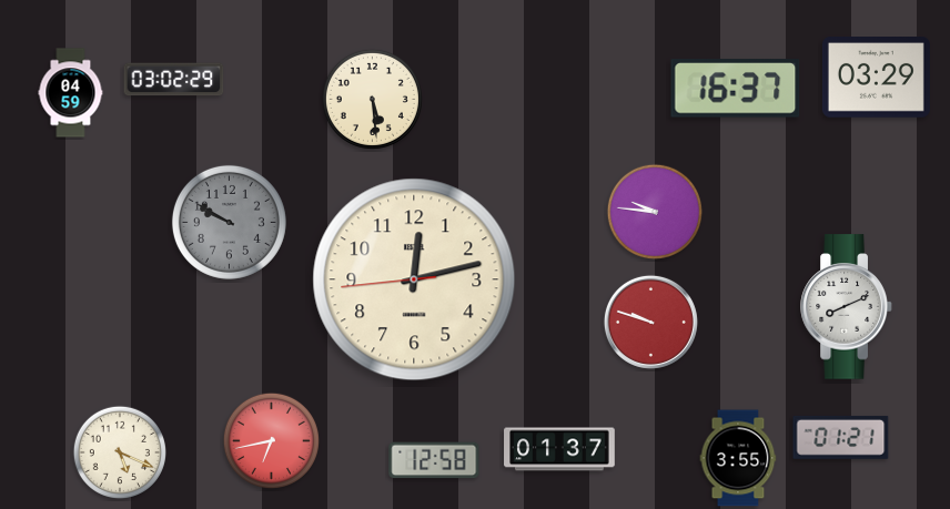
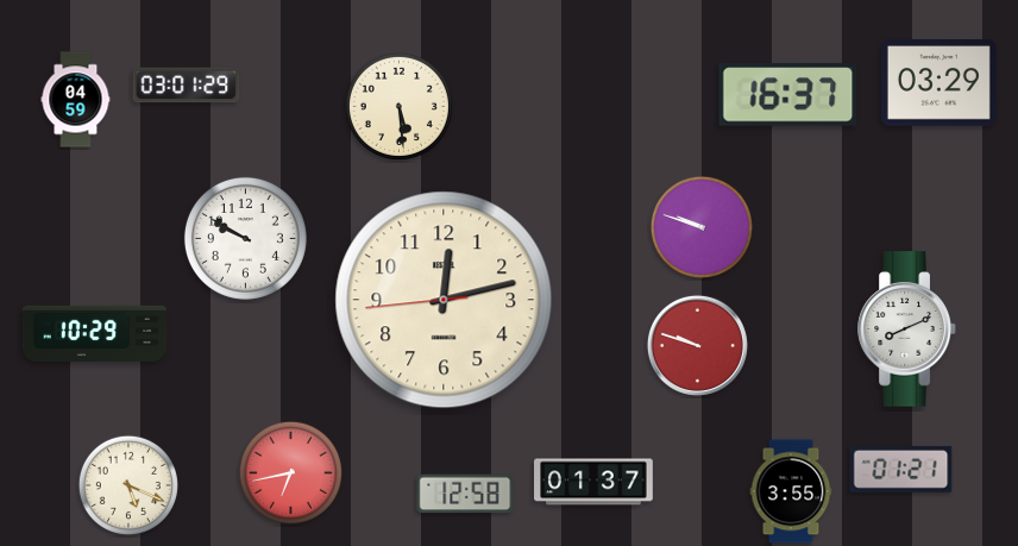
clock at (174, 80): 03:02 -> 03:01
clock at (655, 212): 9:46 -> 9:48
clock at (229, 222) dial: grey -> white
clock at (95, 333): none -> 10:29
clock at (559, 449) position: (559, 449) -> (593, 482)
